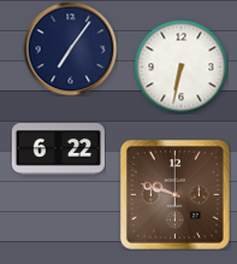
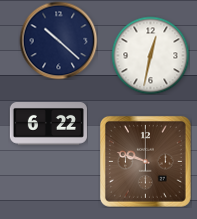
clock at (70, 48): 7:06 -> 10:22
clock at (180, 66): 6:32 -> 12:32
